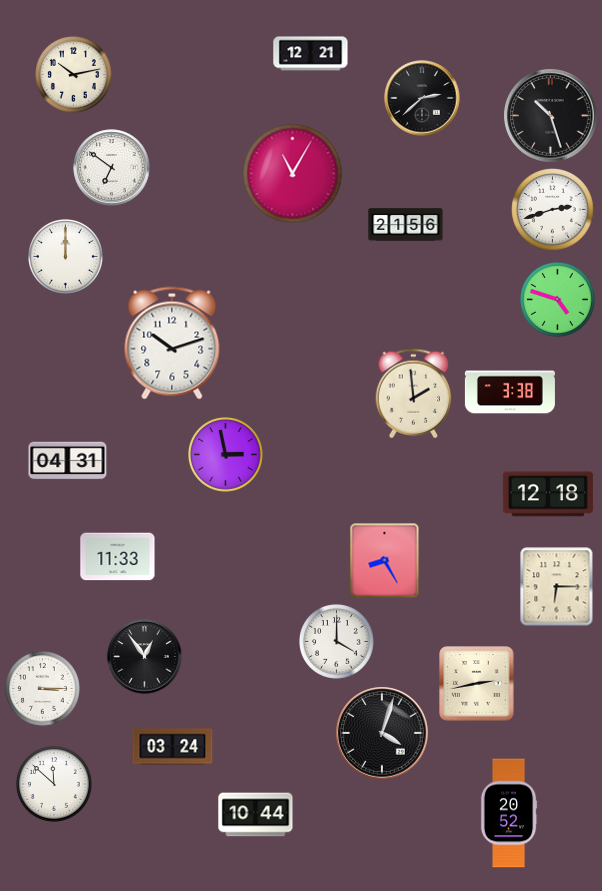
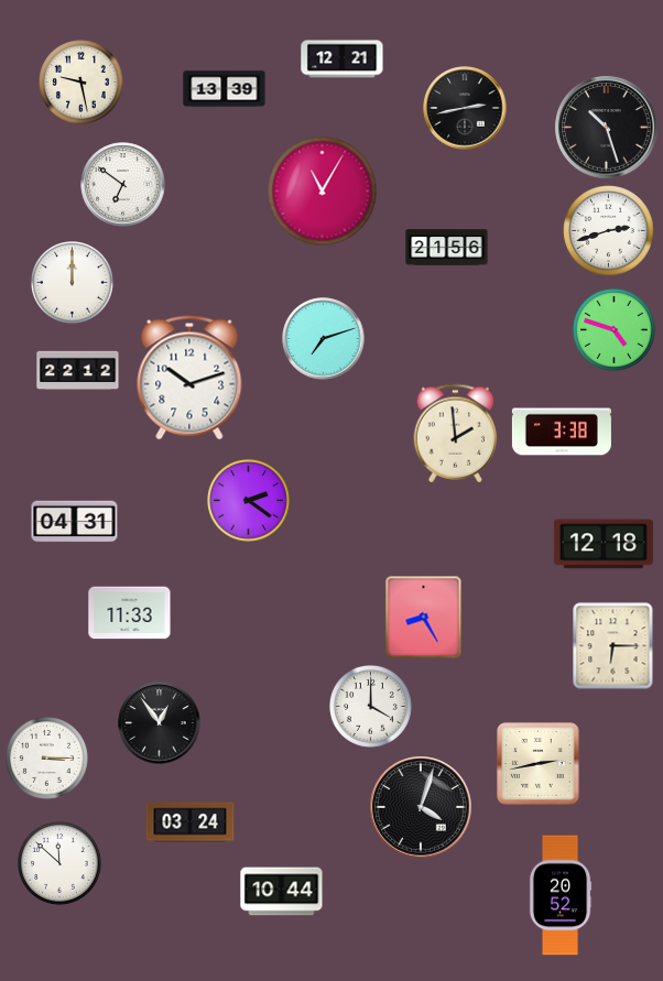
clock at (74, 75): 10:13 -> 9:28
clock at (225, 89): none -> 13:39
clock at (422, 98): 2:38 -> 2:43
clock at (324, 339): none -> 7:12
clock at (78, 371): none -> 22:12
clock at (226, 455): 2:58 -> 2:21
clock at (68, 461) position: (68, 461) -> (75, 522)
clock at (477, 684) position: (477, 684) -> (539, 764)
clock at (256, 815) position: (256, 815) -> (282, 892)
